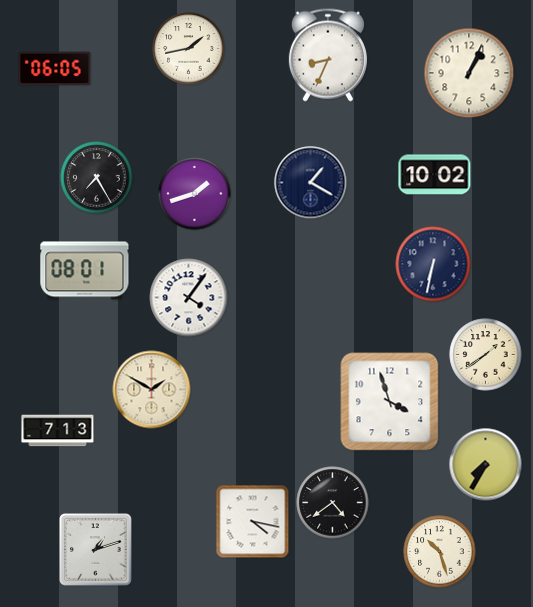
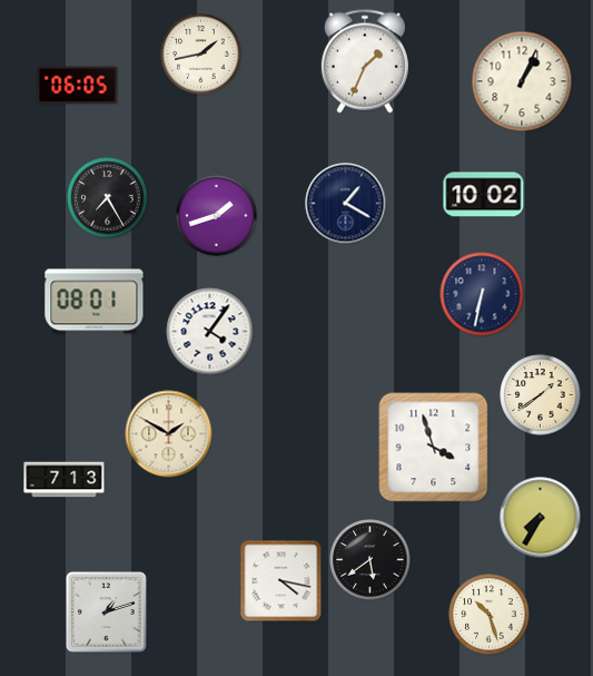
clock at (189, 49) position: (189, 49) -> (201, 55)
clock at (328, 55): 8:34 -> 1:34
clock at (55, 69) position: (55, 69) -> (78, 86)
clock at (333, 503): 4:39 -> 5:39
